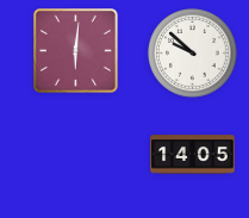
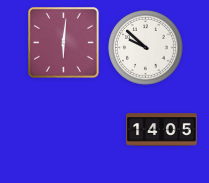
clock at (193, 54) position: (193, 54) -> (146, 48)
